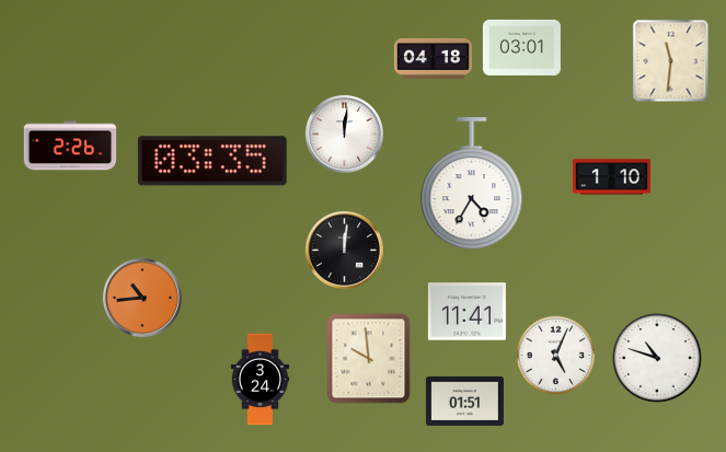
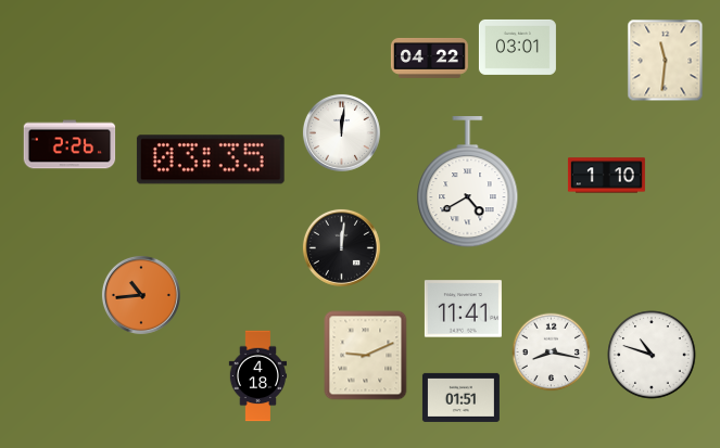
clock at (433, 58): 04:18 -> 04:22
clock at (472, 184): 4:35 -> 4:40
clock at (556, 356): 5:04 -> 8:17
clock at (369, 359): 9:59 -> 9:11
clock at (261, 380): 3:24 -> 4:18
